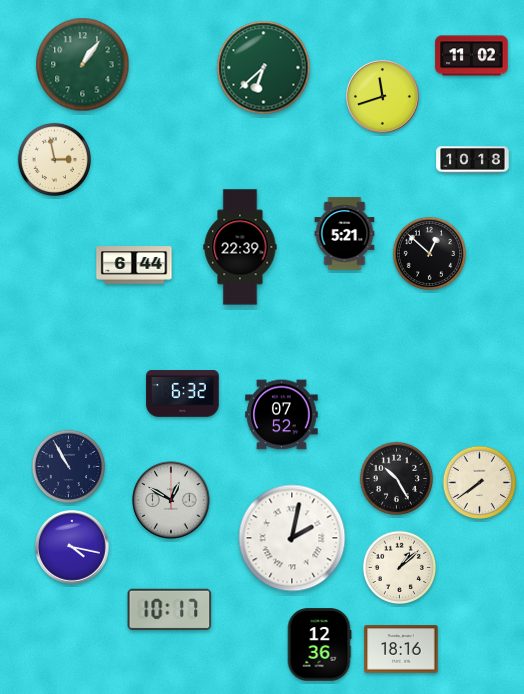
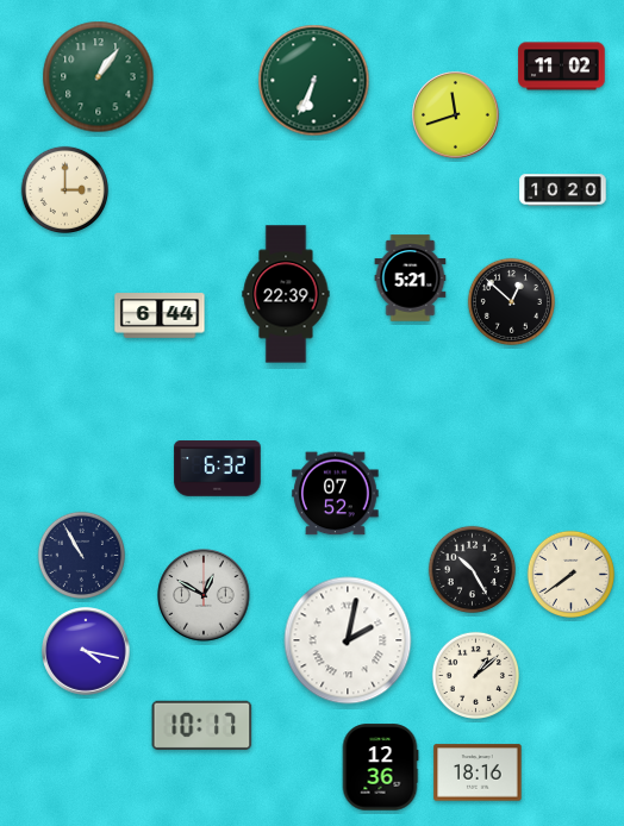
clock at (264, 68): 6:38 -> 6:34
clock at (54, 159): 2:58 -> 3:00
clock at (473, 160): 10:18 -> 10:20
